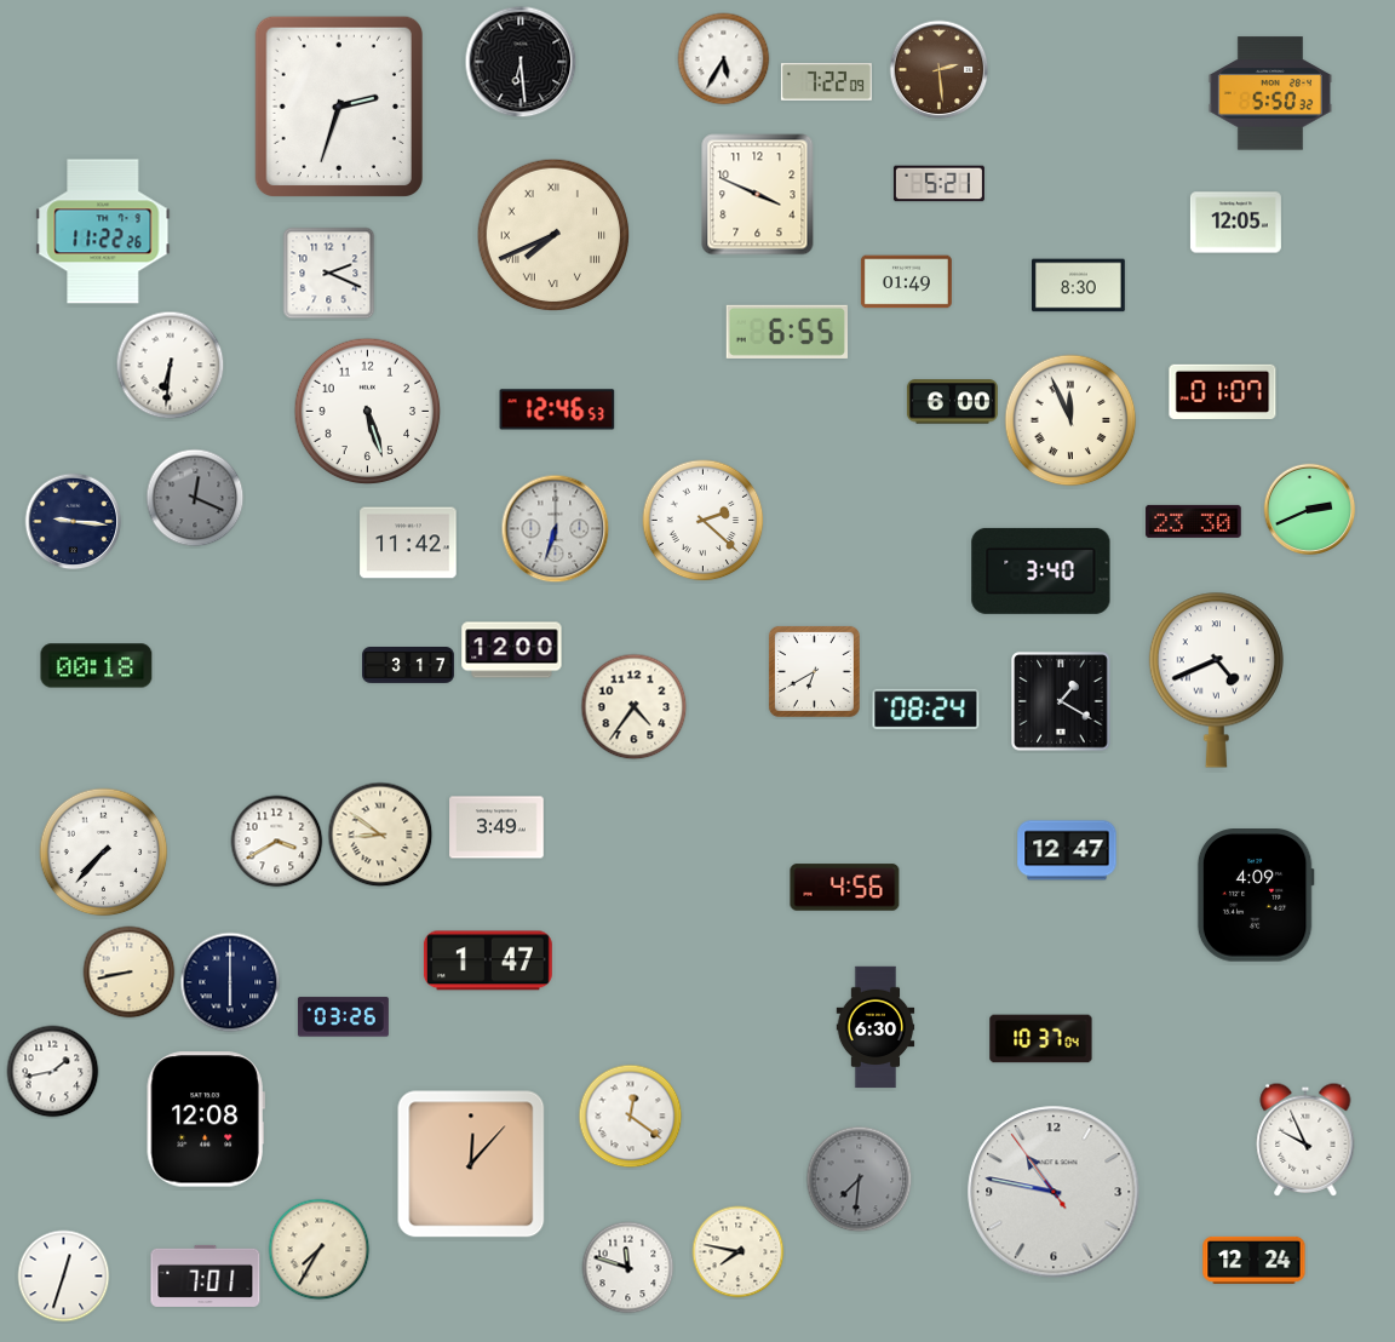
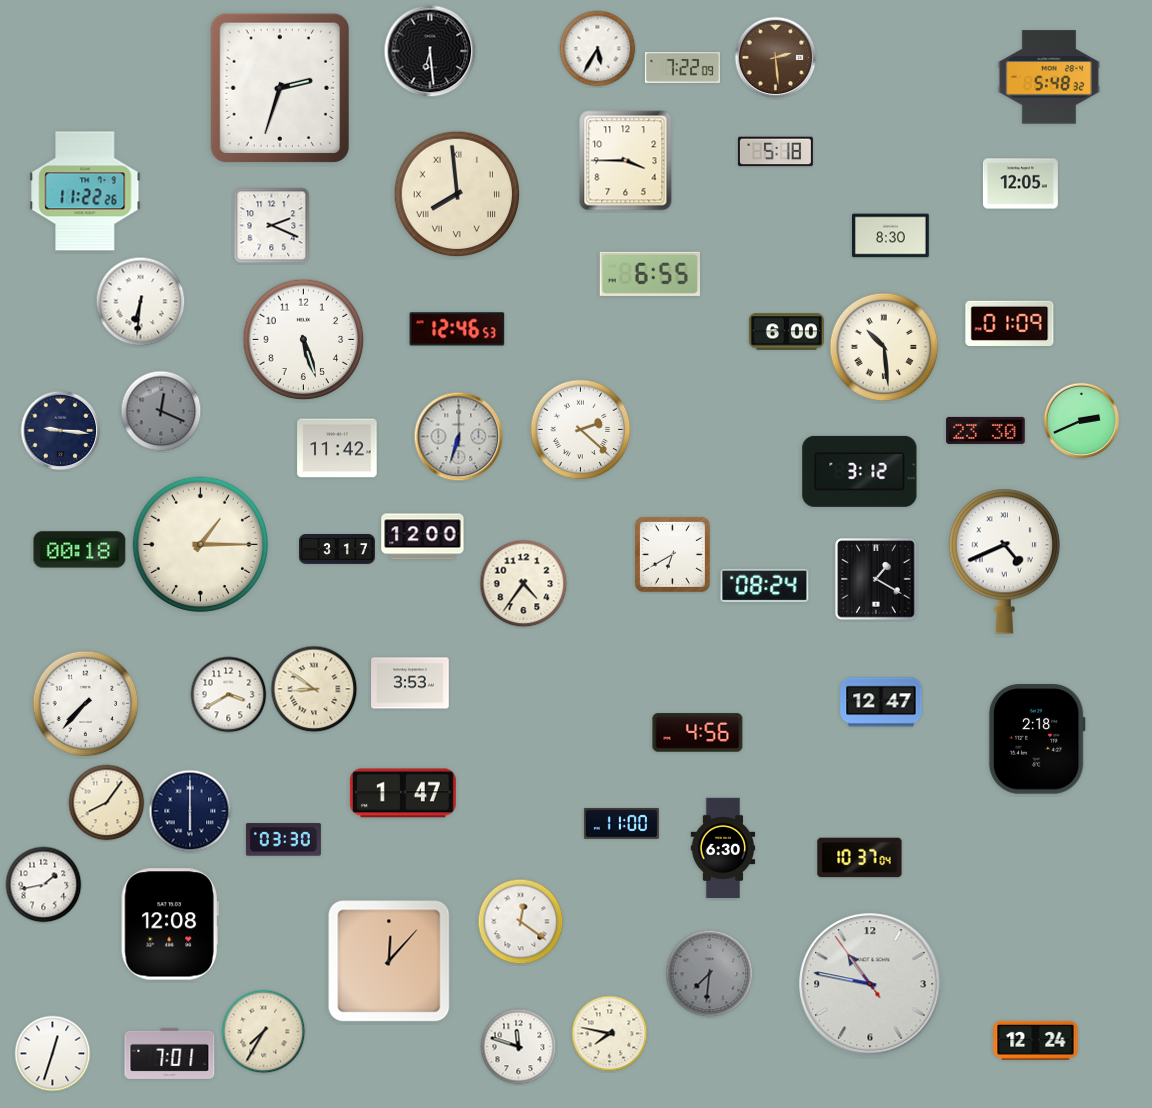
clock at (1270, 93): 5:50 -> 5:48
clock at (938, 184): 5:21 -> 5:18
clock at (758, 195): 3:49 -> 3:45
clock at (553, 235): 7:41 -> 7:59
clock at (906, 282): 01:49 -> none
clock at (1223, 391): 01:07 -> 01:09
clock at (557, 409) position: (557, 409) -> (457, 329)
clock at (1070, 420): 11:56 -> 10:29
clock at (1041, 570): 3:40 -> 3:12
clock at (200, 544): none -> 1:15
clock at (496, 827): 3:49 -> 3:53
clock at (1256, 895): 4:09 -> 2:18
clock at (130, 973): 8:43 -> 8:06
clock at (621, 823): none -> 11:00
clock at (343, 1017): 03:26 -> 03:30
clock at (1305, 1140): 9:56 -> none
